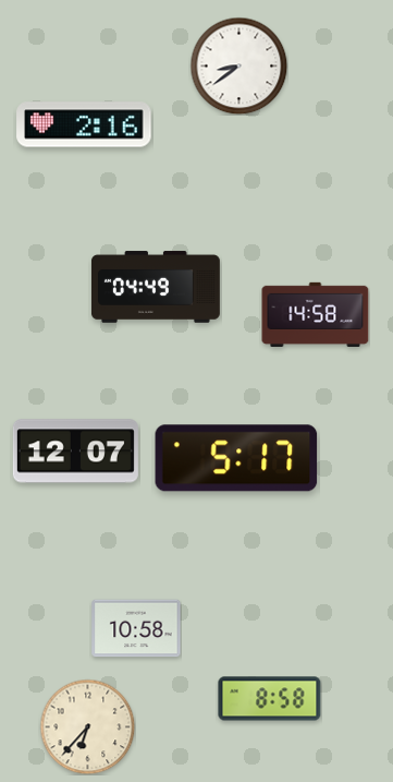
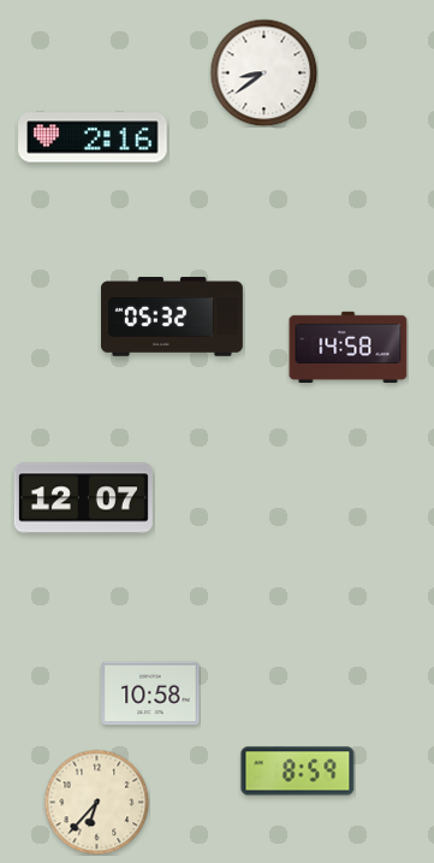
clock at (156, 287): 04:49 -> 05:32
clock at (236, 458): 5:17 -> none
clock at (270, 699): 8:58 -> 8:59
